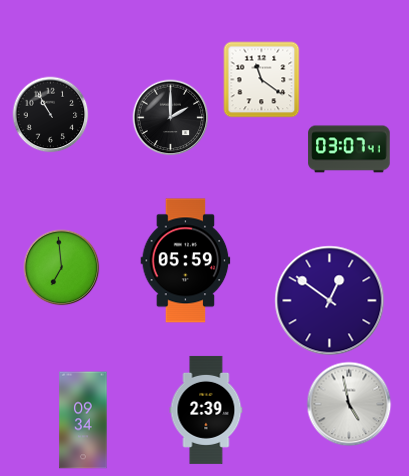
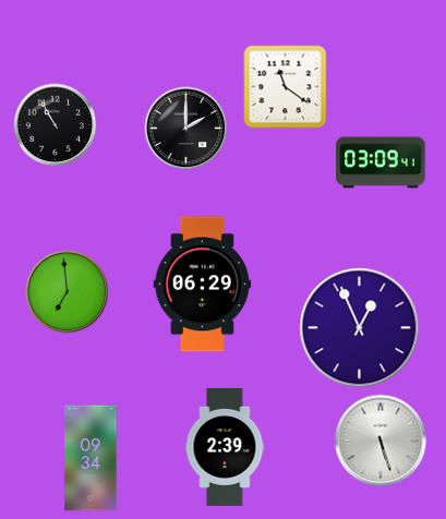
clock at (349, 149): 03:07 -> 03:09
clock at (186, 261): 05:59 -> 06:29
clock at (330, 301): 12:51 -> 12:56
clock at (349, 404): 4:58 -> 5:27
